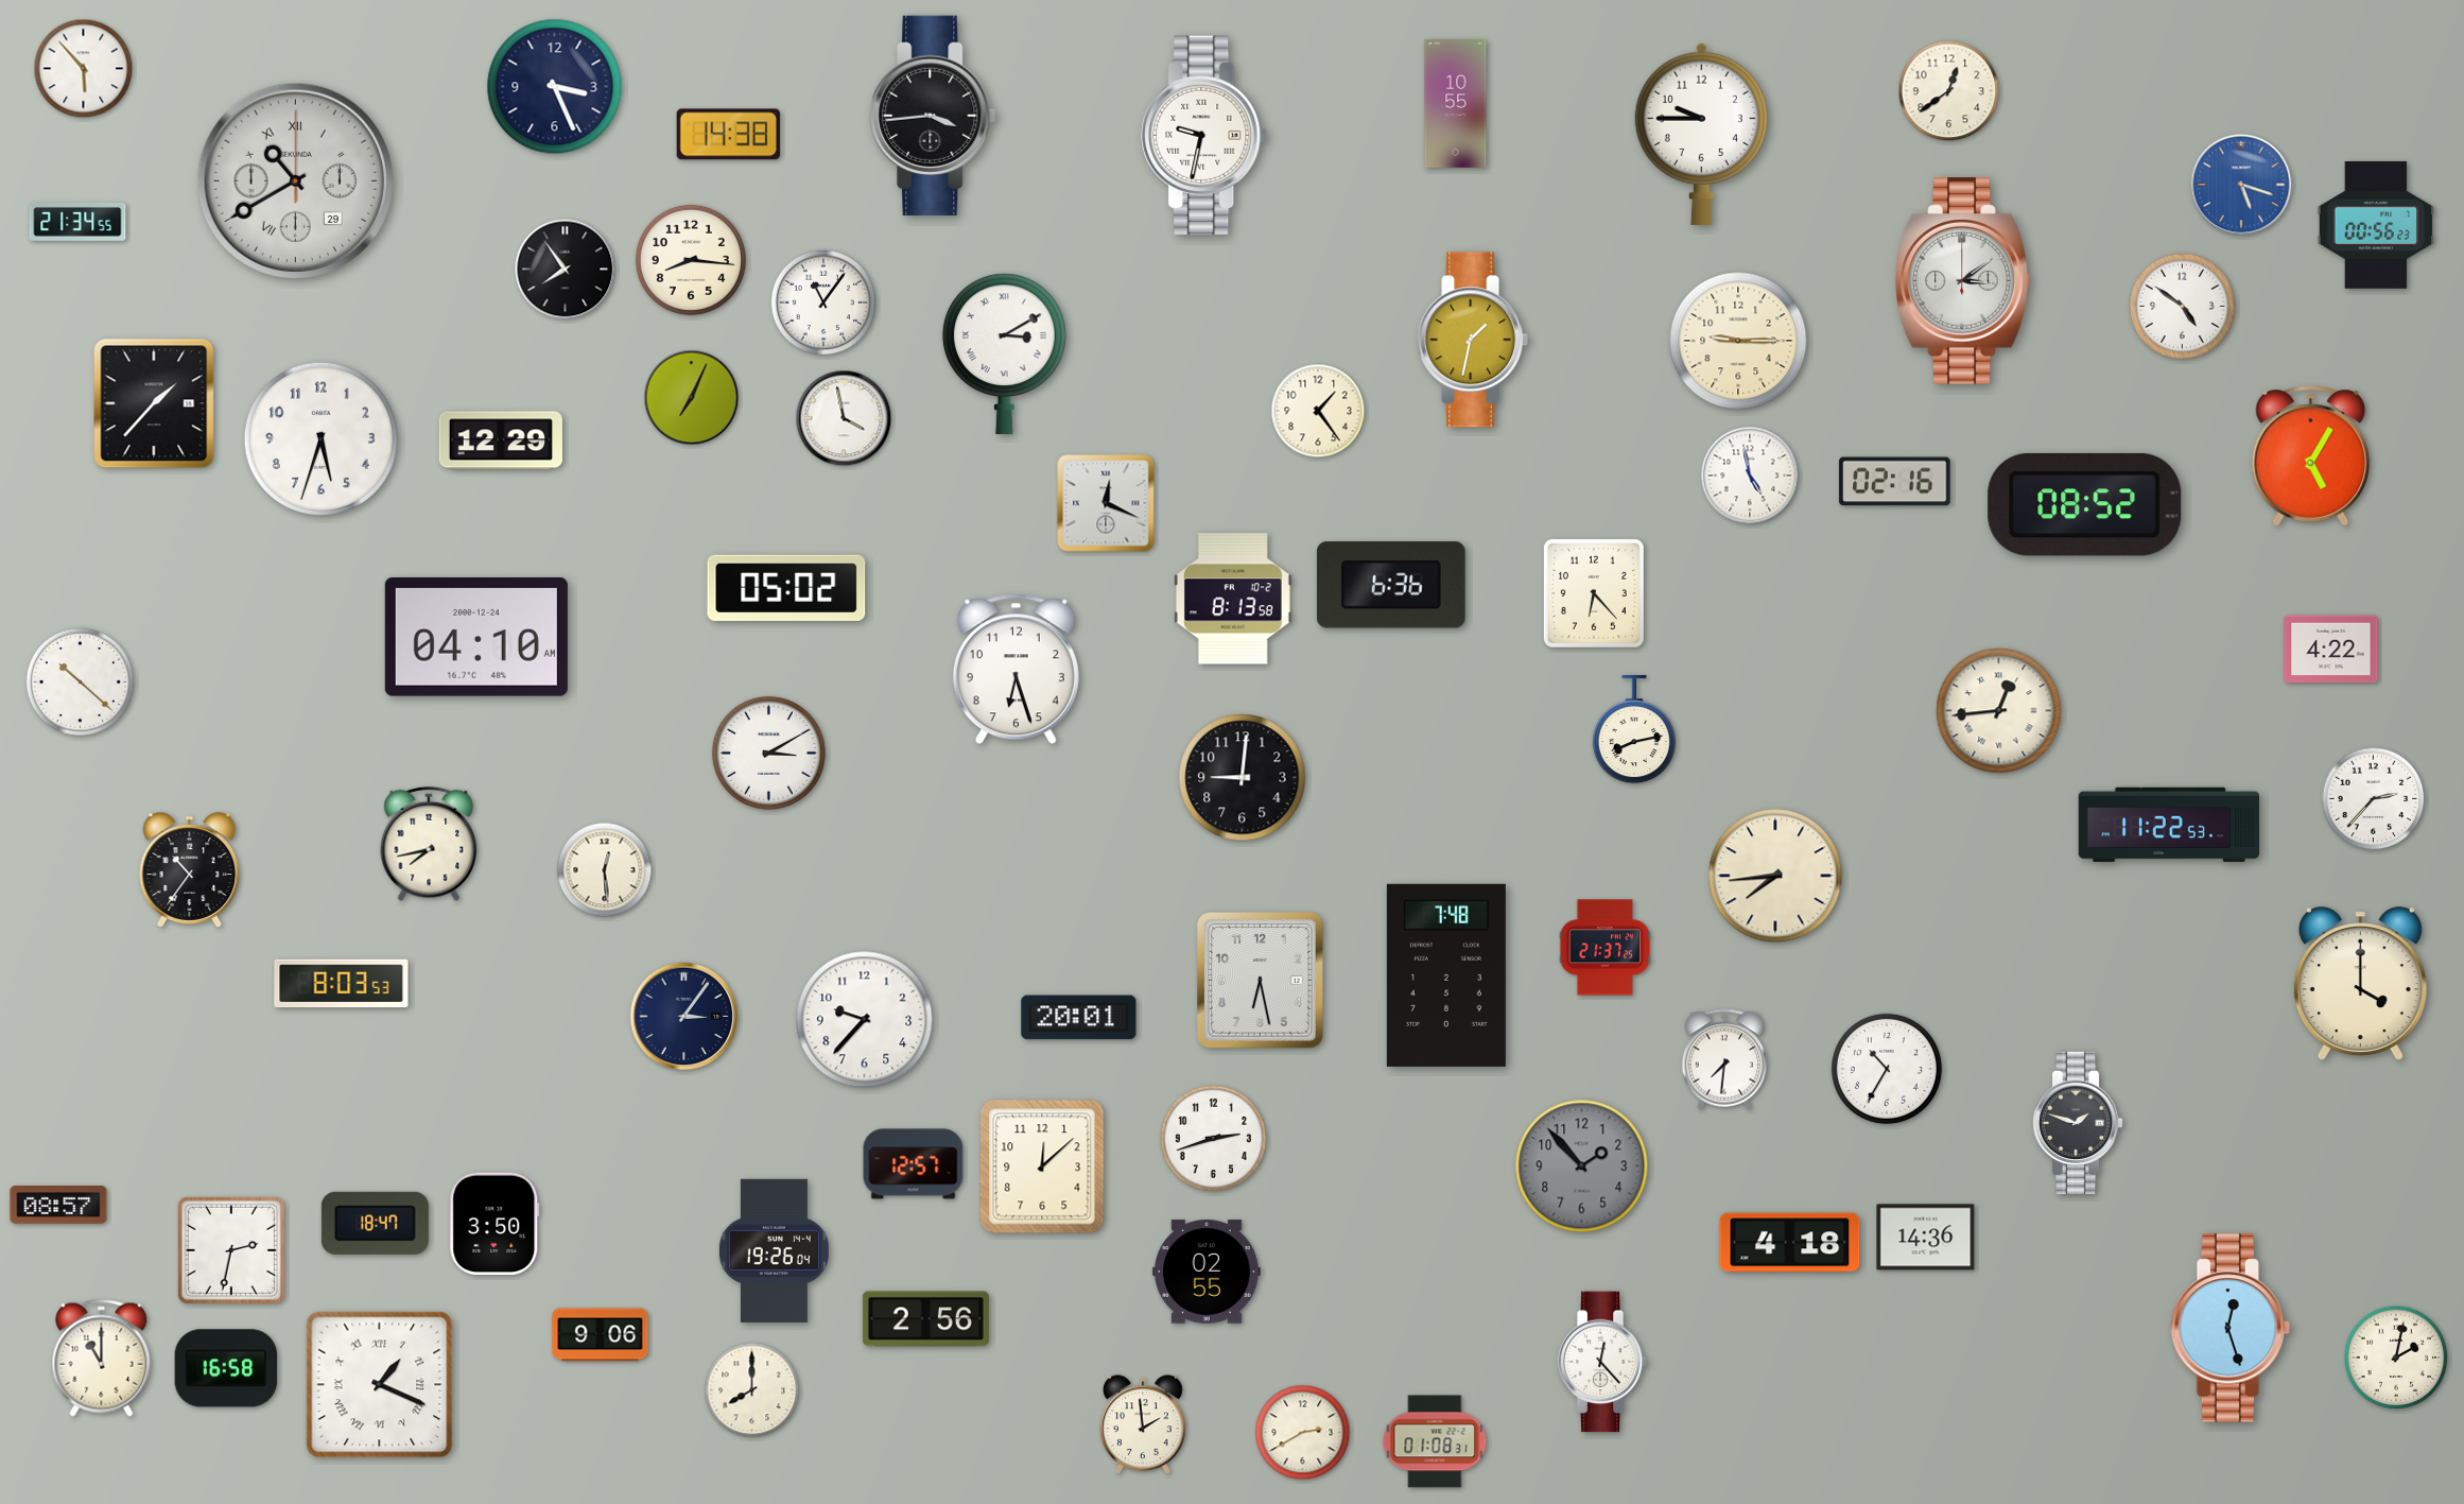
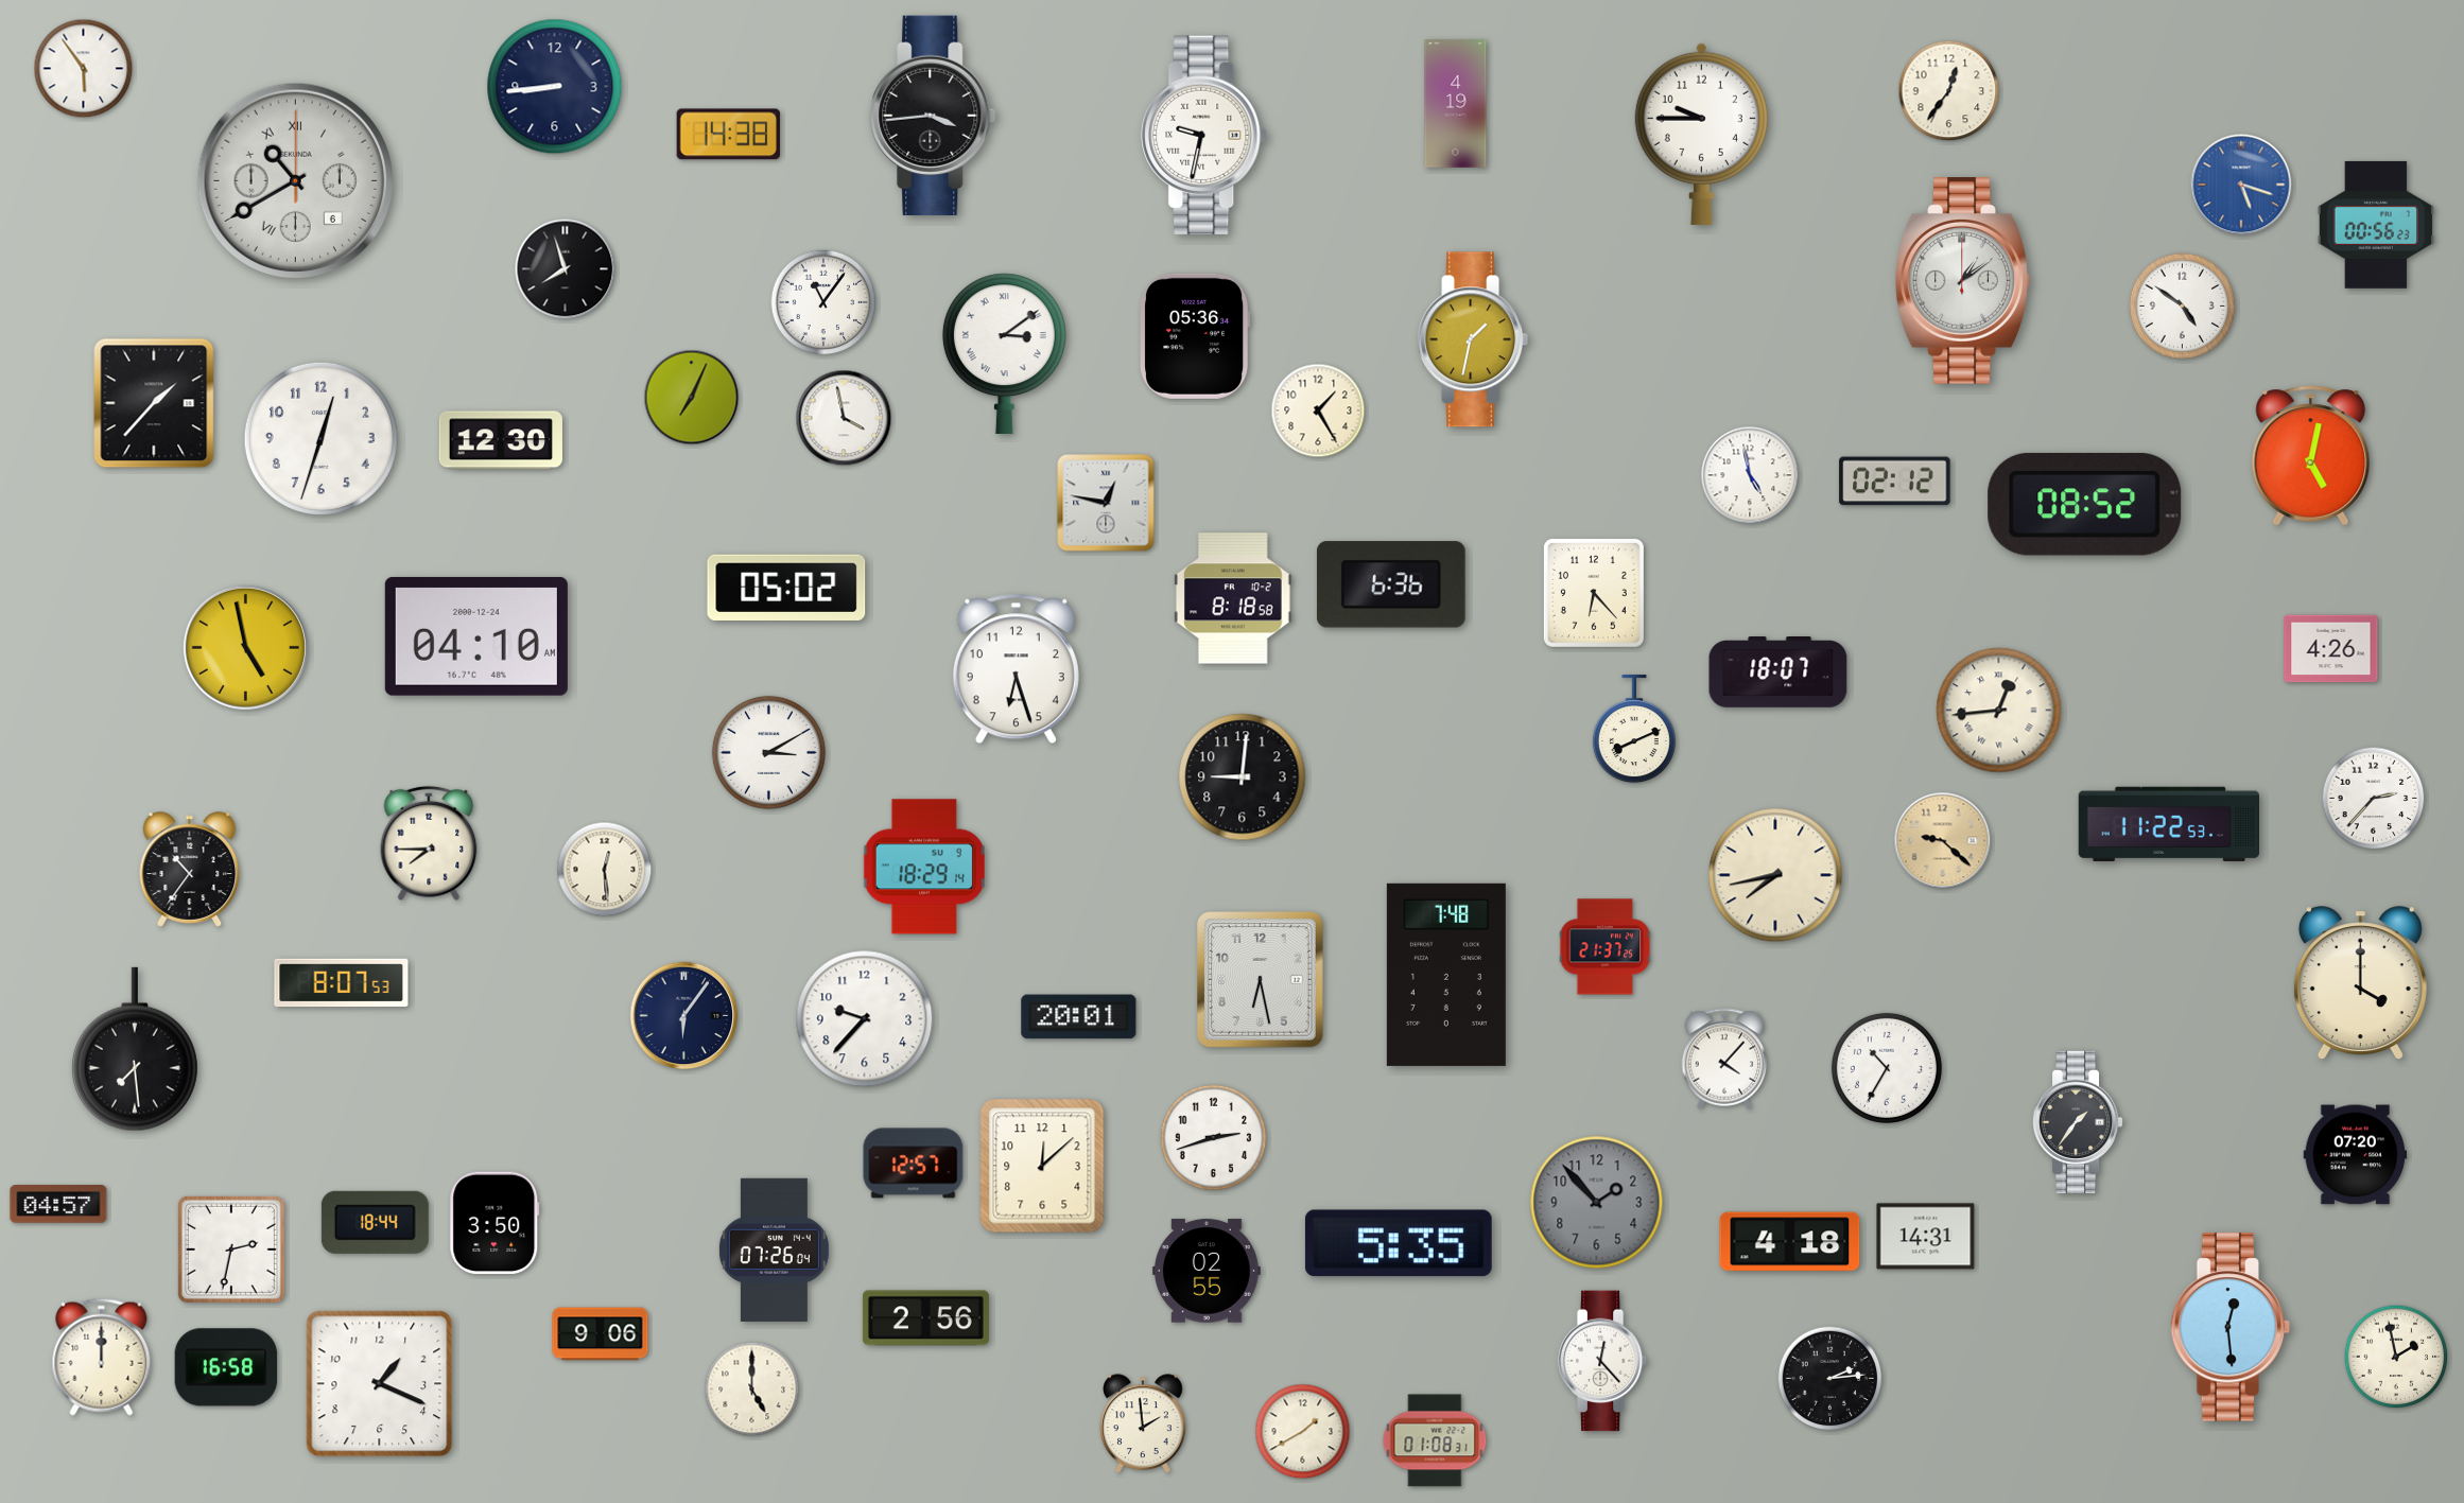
clock at (84, 69): 5:53 -> 5:54
clock at (555, 87): 3:26 -> 8:44
clock at (1949, 91): 12:39 -> 12:36
clock at (1456, 104): 10:55 -> 4:19
clock at (295, 180) date: 29 -> 6
clock at (77, 222): 21:34 -> none
clock at (691, 260): 8:16 -> none
clock at (566, 270): 7:54 -> 7:57
clock at (1963, 281): 3:09 -> 1:09
clock at (1195, 336): none -> 05:36
clock at (1738, 341): 9:15 -> none
clock at (1004, 355): 3:10 -> 3:09
clock at (1318, 411): 1:24 -> 1:25
clock at (320, 438): 5:33 -> 12:33
clock at (501, 440): 12:29 -> 12:30
clock at (2311, 456): 5:05 -> 5:02
clock at (1895, 482): 02:16 -> 02:12
clock at (1106, 503): 12:19 -> 12:47
clock at (1233, 599): 8:13 -> 8:18
clock at (245, 647): none -> 4:58
clock at (2331, 650): 4:22 -> 4:26
clock at (1778, 672): none -> 18:07
clock at (80, 681): 10:22 -> none
clock at (1634, 730): 8:13 -> 8:11
clock at (1943, 841): none -> 9:22
clock at (429, 844): 7:43 -> 7:45
clock at (924, 867): none -> 18:29
clock at (1775, 876): 7:44 -> 7:43
clock at (342, 984): 8:03 -> 8:07
clock at (684, 1017): 3:06 -> 6:06
clock at (135, 1049): none -> 7:29
clock at (1724, 1059): 7:31 -> 4:07
clock at (2078, 1122): 1:48 -> 1:36
clock at (2356, 1155): none -> 07:20
clock at (1582, 1166) position: (1582, 1166) -> (1597, 1203)
clock at (58, 1205): 08:57 -> 04:57
clock at (375, 1223): 18:47 -> 18:44
clock at (1926, 1238): 14:36 -> 14:31
clock at (1399, 1243): none -> 5:35
clock at (774, 1250): 19:26 -> 07:26
clock at (2231, 1328): 12:27 -> 12:29
clock at (102, 1358): 11:00 -> 12:00
clock at (2396, 1358): 2:02 -> 1:58
clock at (1830, 1379): none -> 2:14
clock at (380, 1385) numerals: Roman -> Arabic
clock at (752, 1390): 8:00 -> 5:00
clock at (1303, 1433): 2:40 -> 1:40
